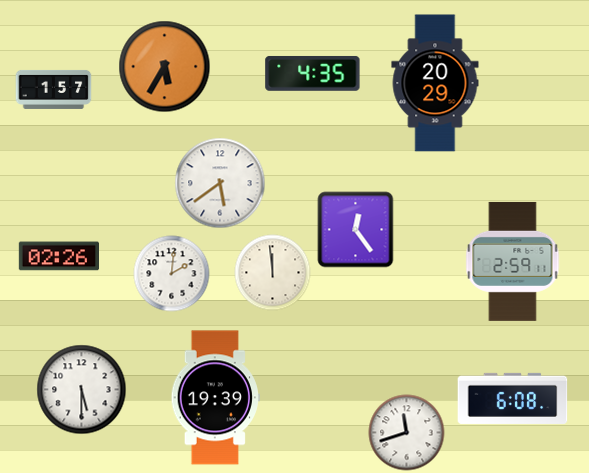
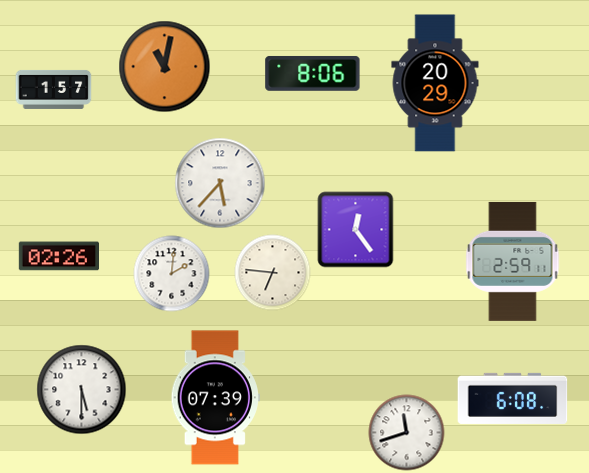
clock at (165, 67): 5:35 -> 11:02
clock at (313, 73): 4:35 -> 8:06
clock at (220, 183): 5:39 -> 5:37
clock at (273, 273): 11:59 -> 6:46
clock at (215, 398): 19:39 -> 07:39
